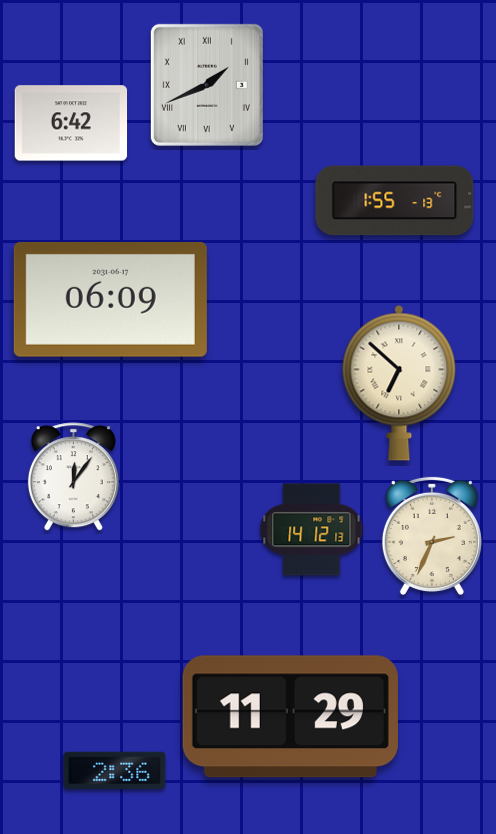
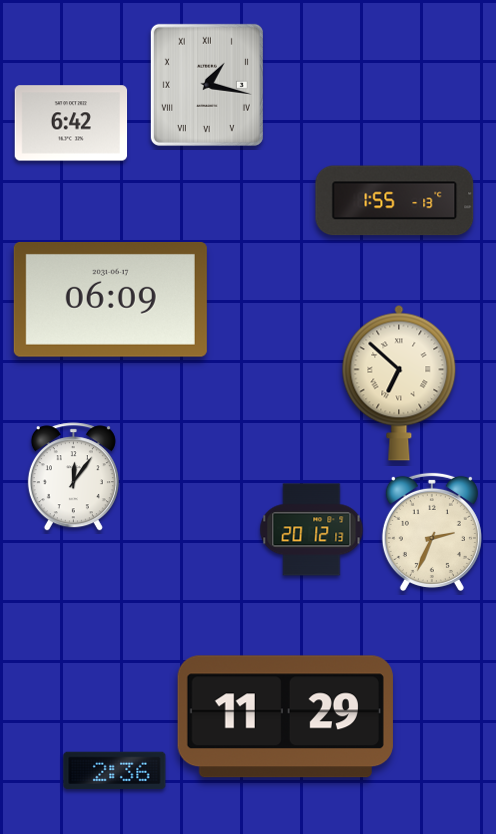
clock at (207, 85): 1:41 -> 1:17
clock at (312, 530): 14:12 -> 20:12
clock at (432, 536) position: (432, 536) -> (432, 532)
clock at (290, 717) position: (290, 717) -> (285, 717)
